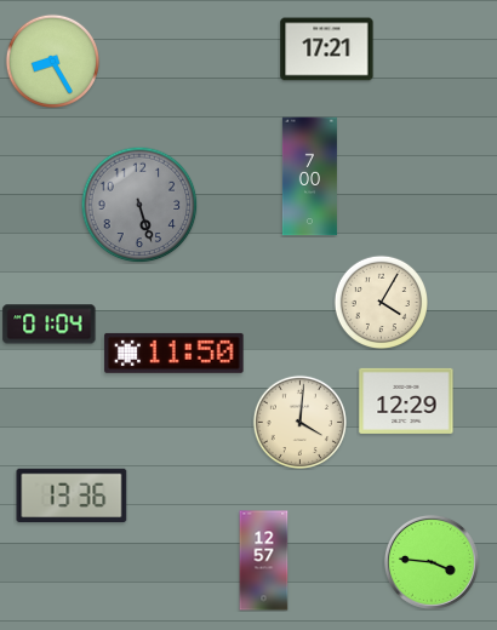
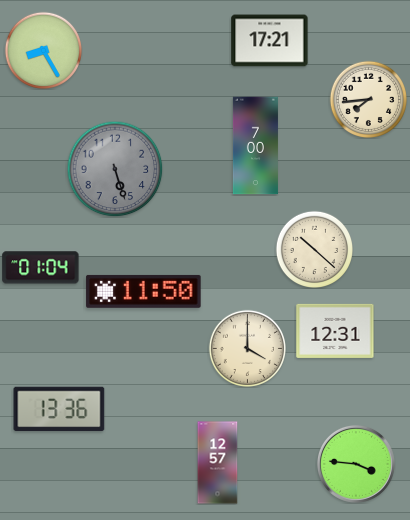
clock at (368, 99): none -> 7:44
clock at (381, 302): 4:05 -> 10:22
clock at (406, 401): 12:29 -> 12:31
clock at (299, 422): 4:01 -> 4:00
